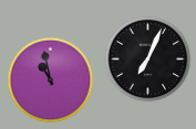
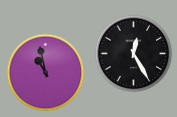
clock at (147, 58): 7:04 -> 12:25
